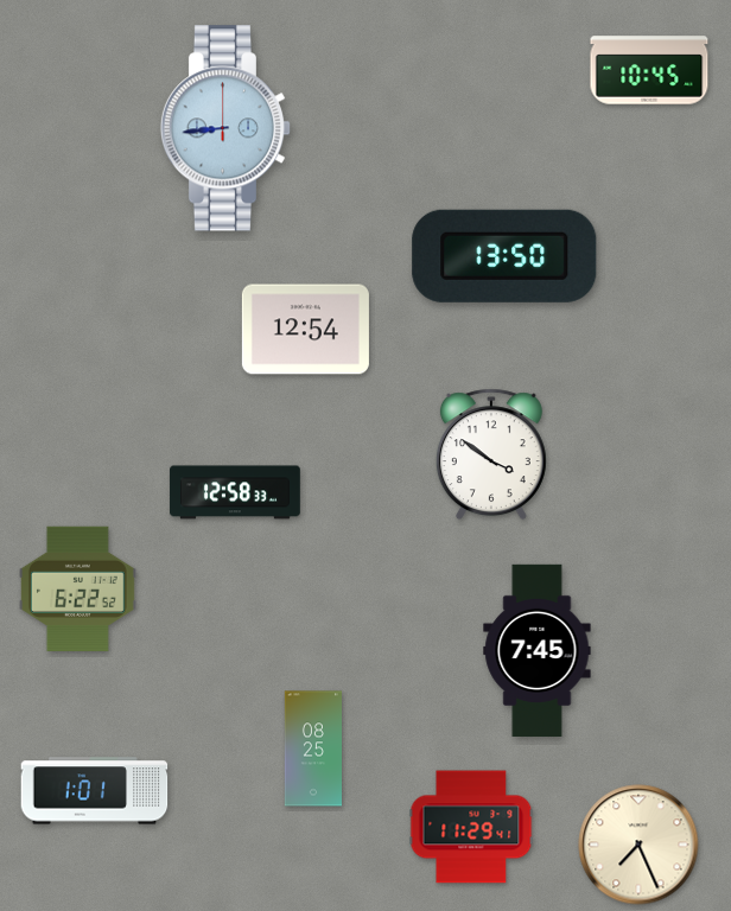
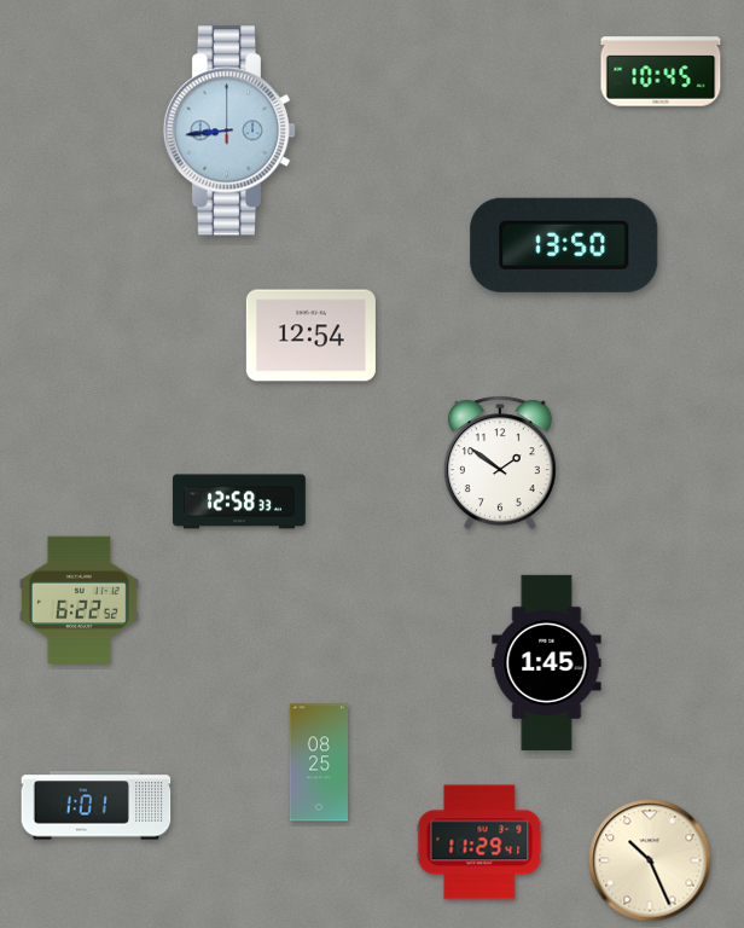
clock at (504, 256) position: (504, 256) -> (564, 245)
clock at (491, 454): 3:51 -> 1:51
clock at (538, 650): 7:45 -> 1:45
clock at (638, 845): 7:26 -> 10:26
